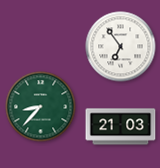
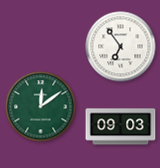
clock at (41, 107): 8:37 -> 12:09
clock at (121, 127): 21:03 -> 09:03
